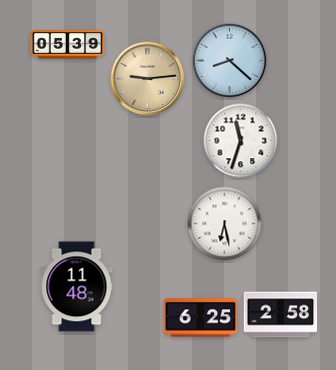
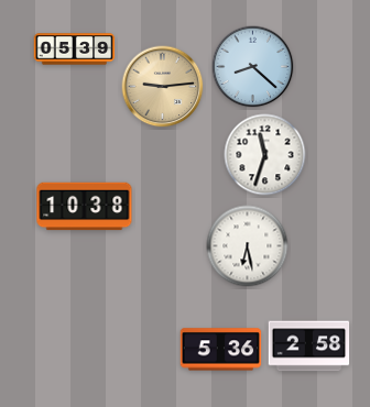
clock at (85, 207): none -> 10:38
clock at (77, 287): 11:48 -> none
clock at (201, 318): 6:25 -> 5:36
